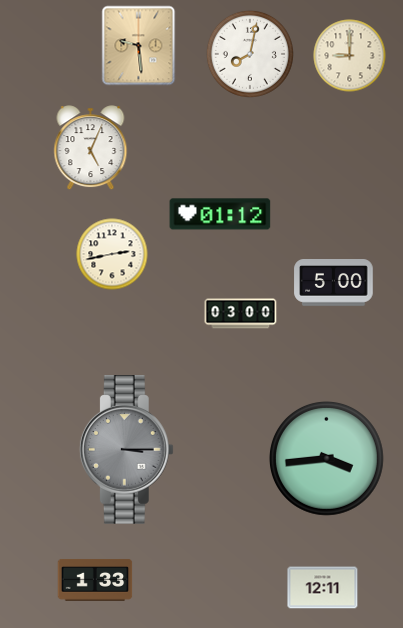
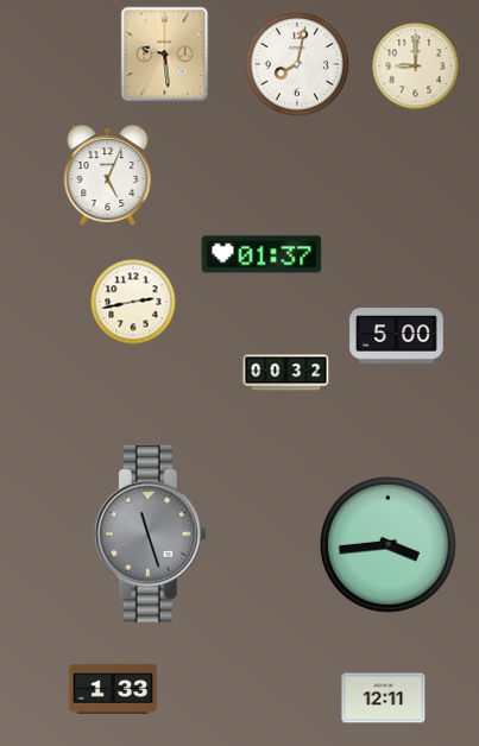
clock at (220, 214): 01:12 -> 01:37
clock at (241, 314): 03:00 -> 00:32
clock at (126, 450): 3:15 -> 11:27
